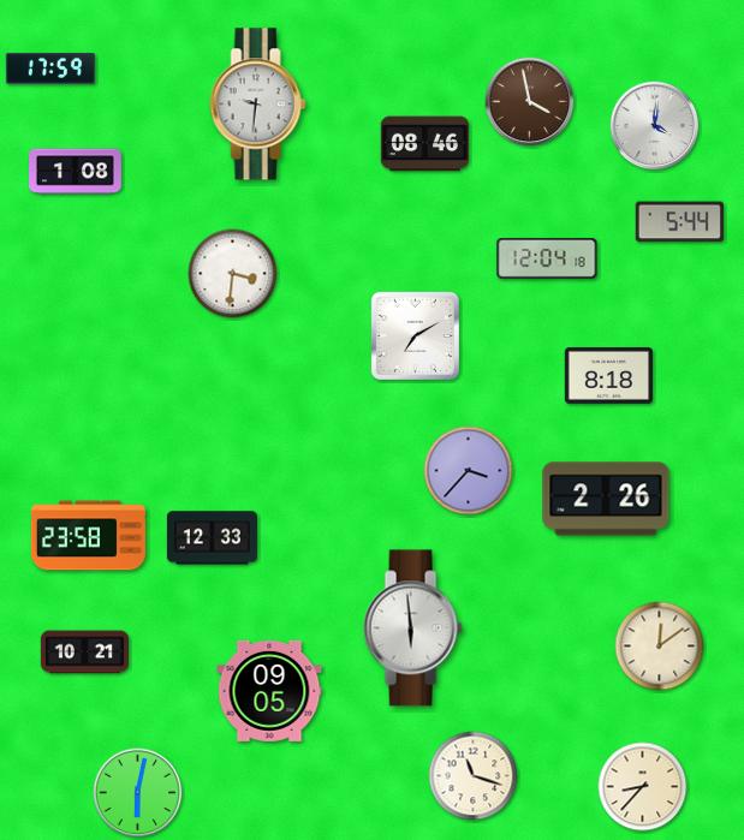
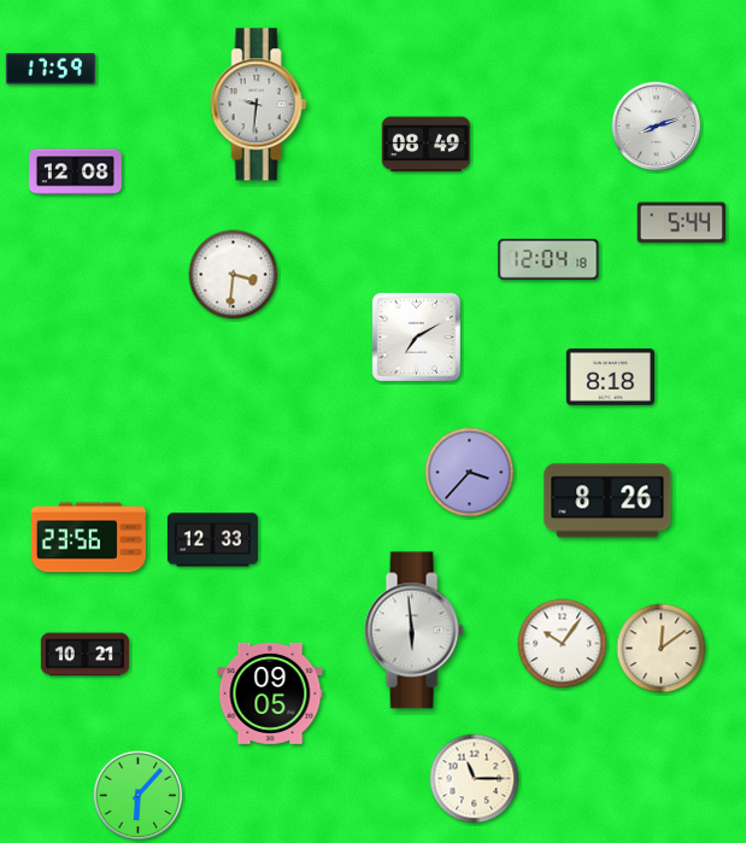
clock at (530, 102): 3:58 -> none
clock at (655, 126): 4:01 -> 8:12
clock at (424, 144): 08:46 -> 08:49
clock at (76, 172): 1:08 -> 12:08
clock at (606, 499): 2:26 -> 8:26
clock at (88, 536): 23:58 -> 23:56
clock at (563, 644): none -> 10:06
clock at (474, 776): 11:18 -> 11:15
clock at (643, 787): 8:37 -> none
clock at (138, 793): 6:02 -> 6:07
